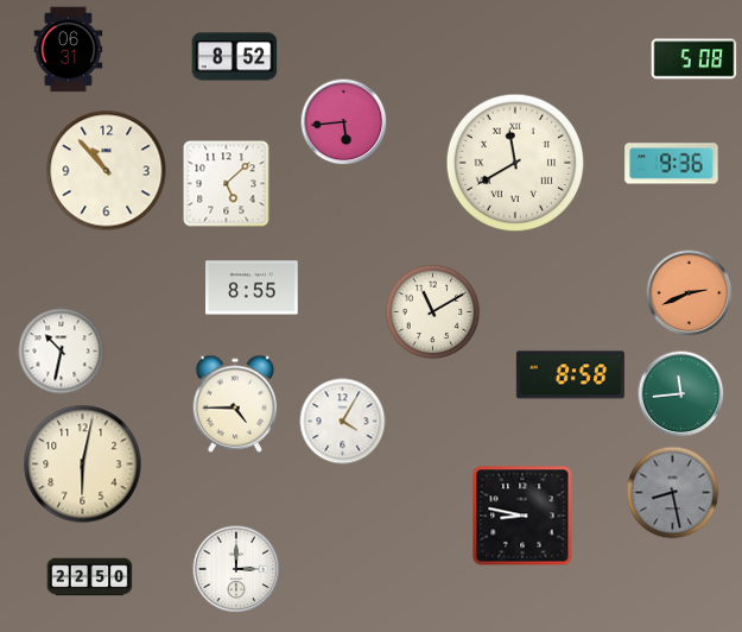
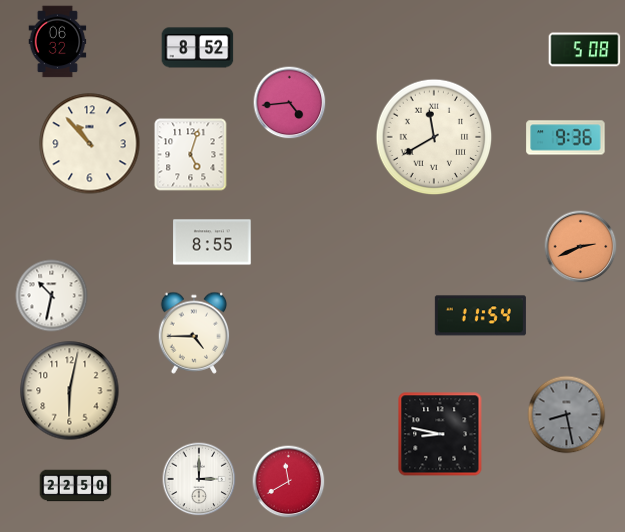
clock at (69, 50): 06:31 -> 06:32
clock at (344, 122): 5:44 -> 4:44
clock at (227, 184): 5:08 -> 5:03
clock at (433, 312): 11:10 -> none
clock at (570, 375): 8:58 -> 11:54
clock at (681, 394): 11:44 -> none
clock at (235, 404) position: (235, 404) -> (194, 333)
clock at (343, 422): 4:05 -> none
clock at (289, 482): none -> 11:40
